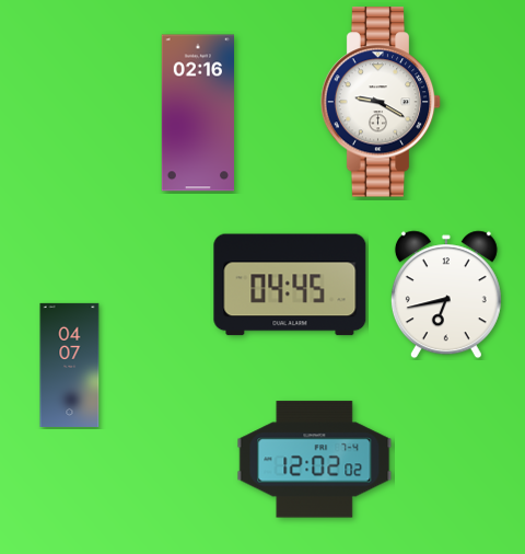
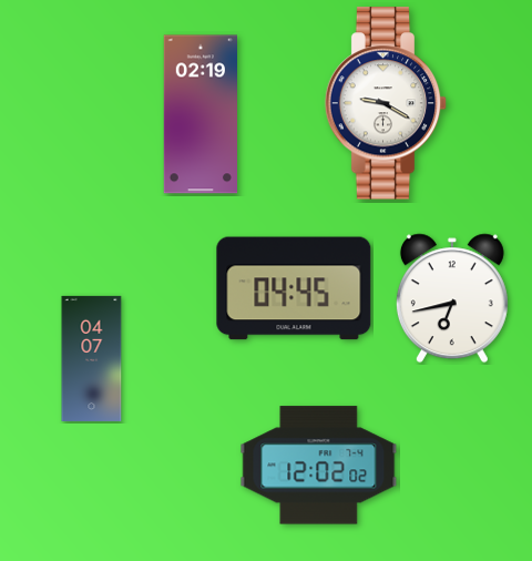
clock at (197, 113): 02:16 -> 02:19
clock at (70, 365) position: (70, 365) -> (92, 358)
